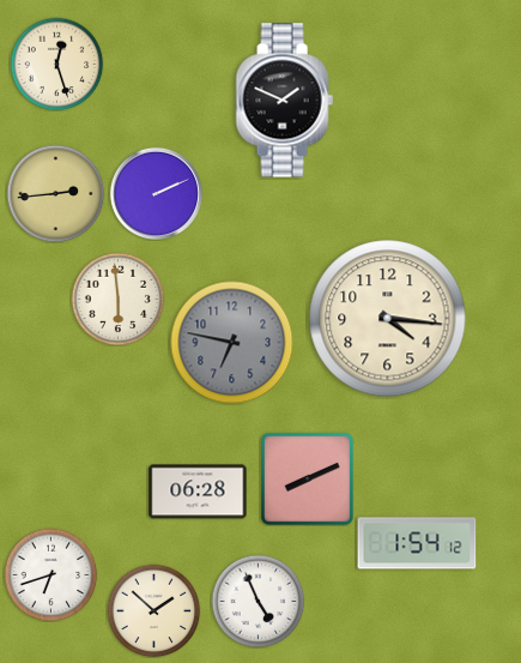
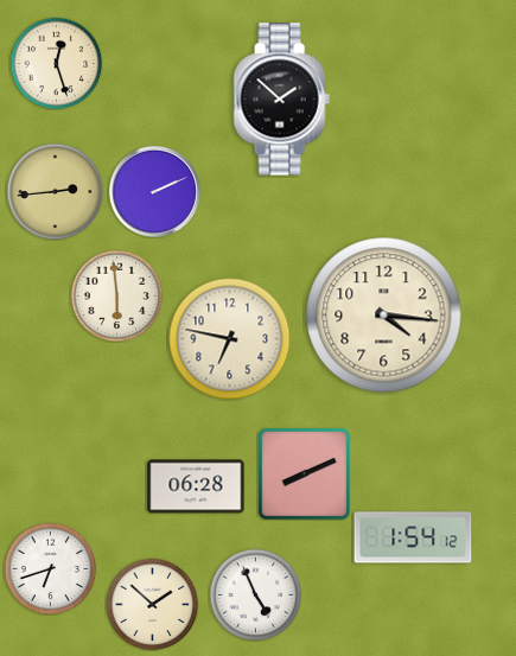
clock at (284, 101): 1:49 -> 1:52
clock at (232, 343) dial: grey -> cream
